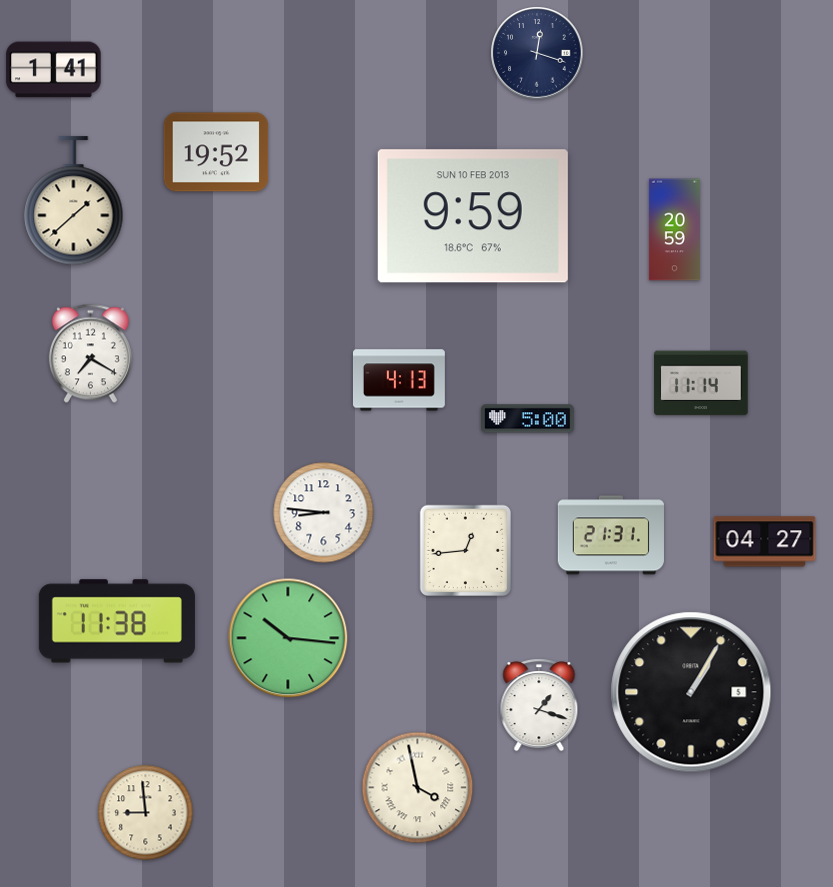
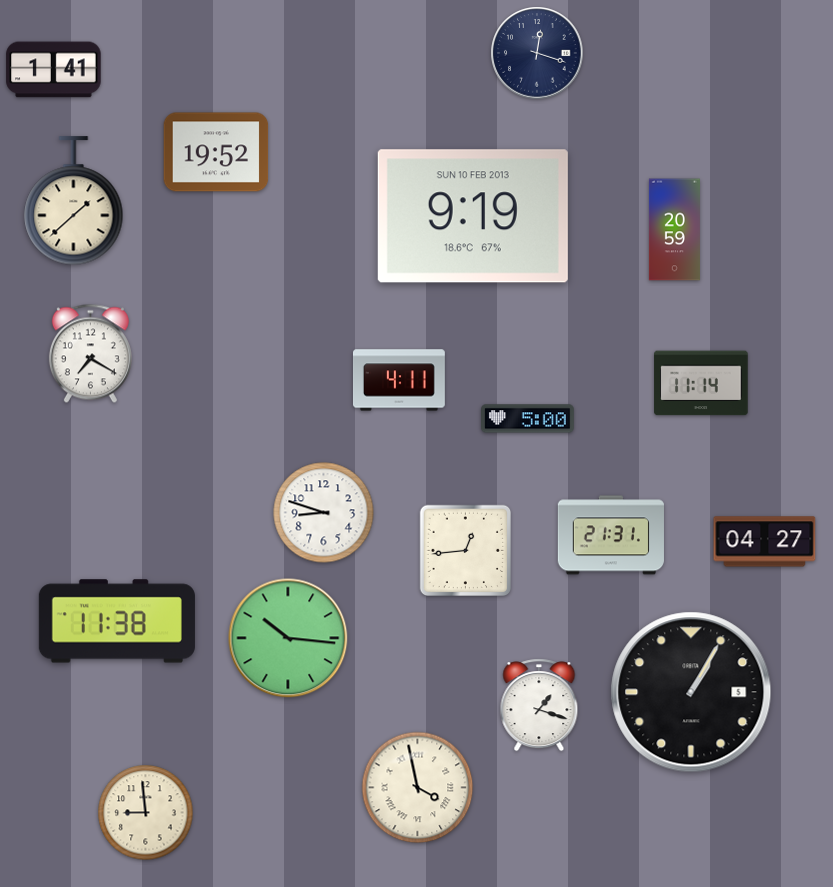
clock at (473, 216): 9:59 -> 9:19
clock at (399, 380): 4:13 -> 4:11
clock at (324, 513): 8:46 -> 8:48
